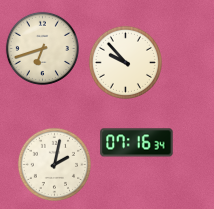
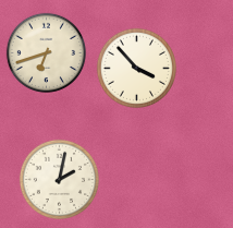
clock at (125, 62): 9:53 -> 3:53
clock at (137, 143): 07:16 -> none
